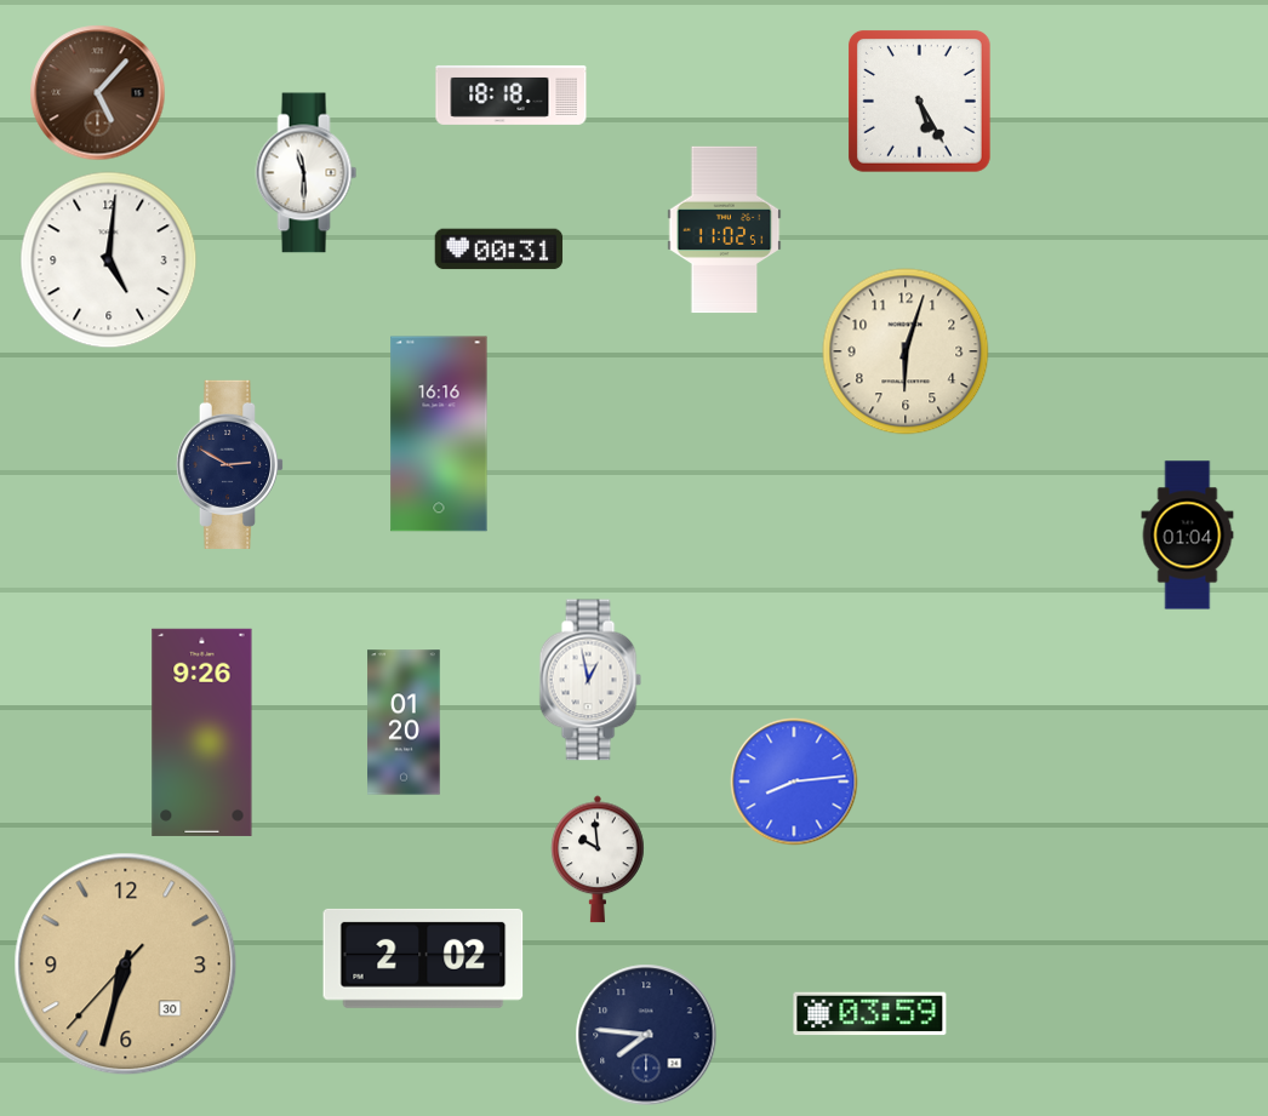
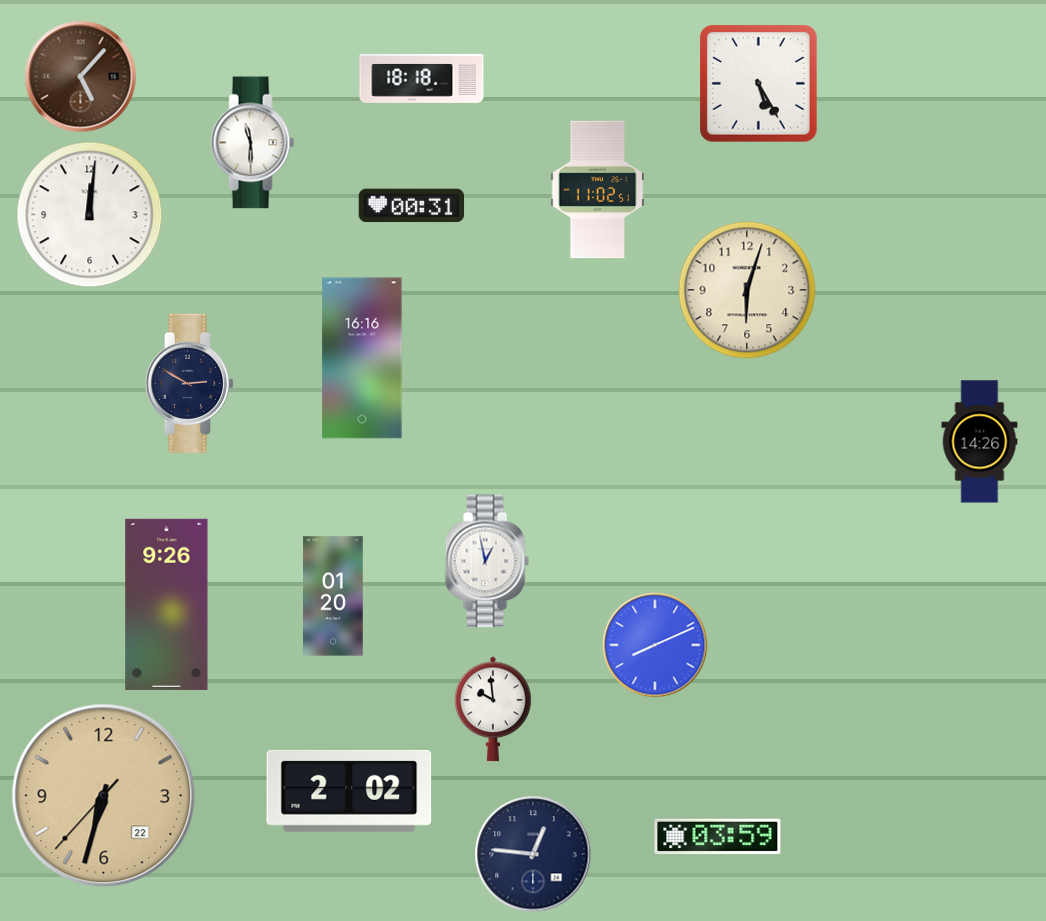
clock at (109, 261): 5:01 -> 12:01
clock at (1188, 536): 01:04 -> 14:26
clock at (794, 782): 8:14 -> 8:11
clock at (126, 965) date: 30 -> 22
clock at (646, 1035): 7:46 -> 12:46
